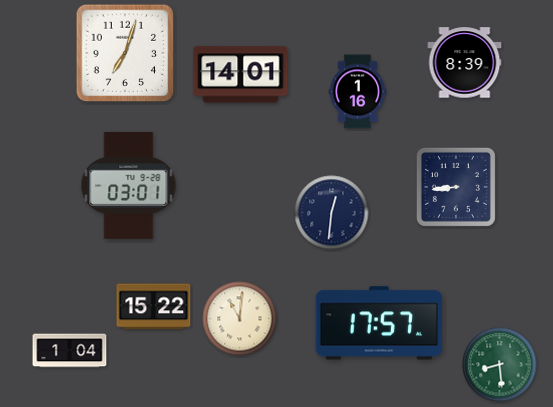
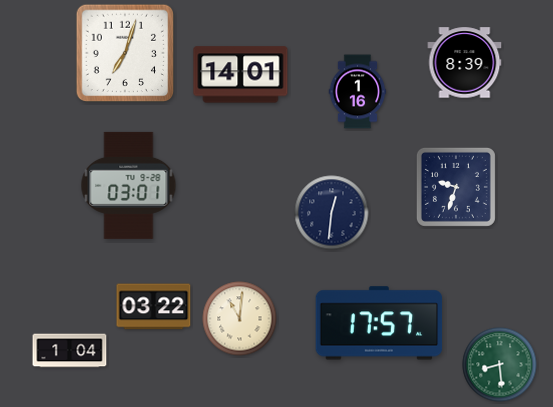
clock at (456, 187): 8:44 -> 9:33
clock at (154, 307): 15:22 -> 03:22
